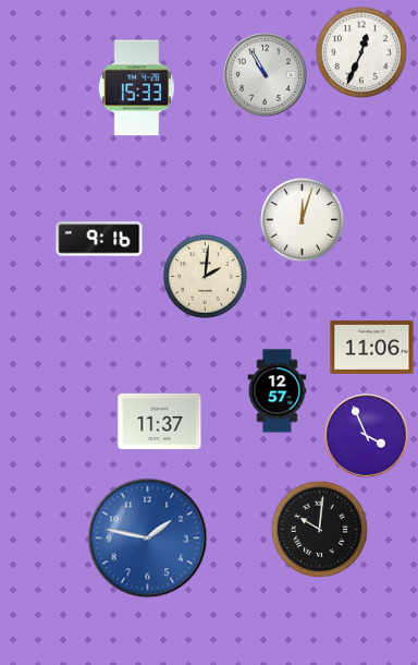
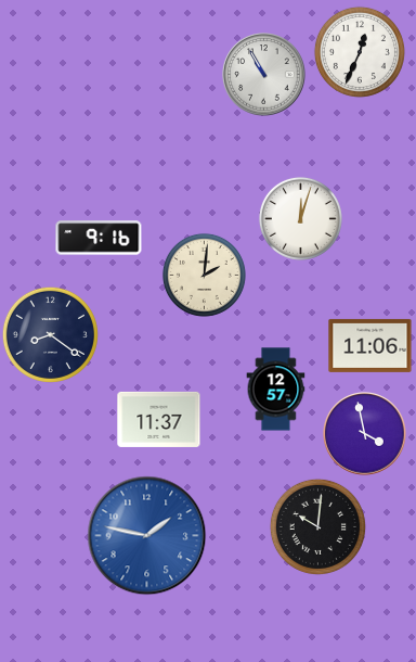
clock at (136, 88): 15:33 -> none
clock at (50, 334): none -> 8:21
clock at (367, 436): 3:56 -> 3:58
